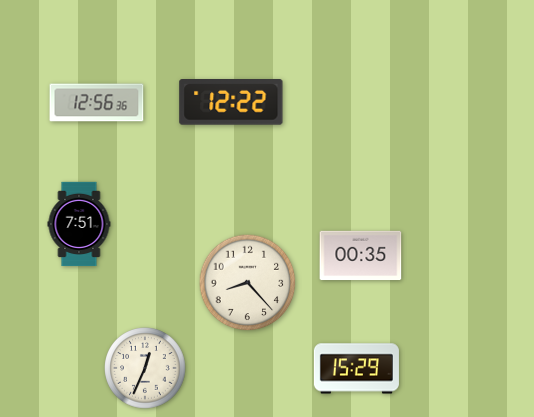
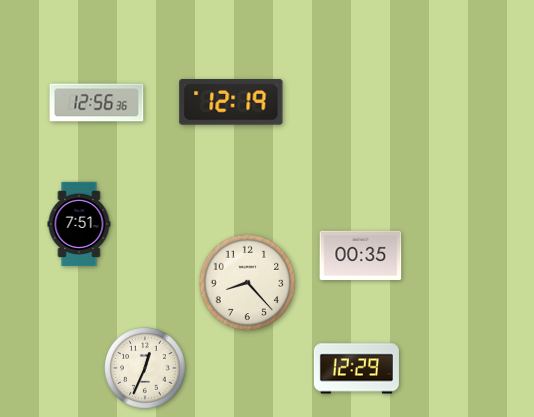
clock at (231, 102): 12:22 -> 12:19
clock at (356, 369): 15:29 -> 12:29
